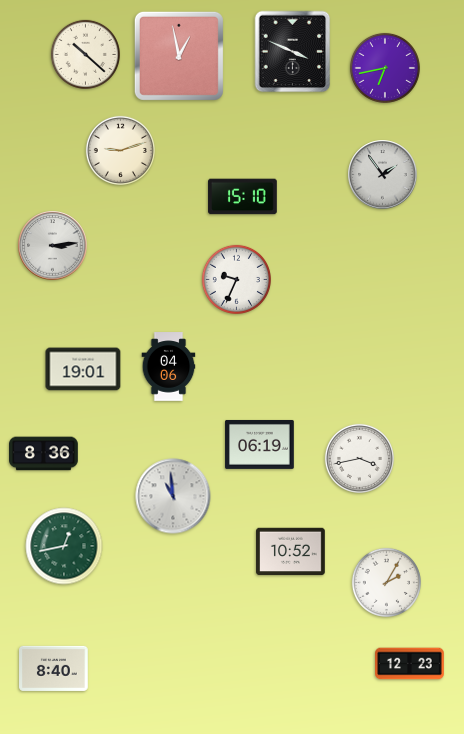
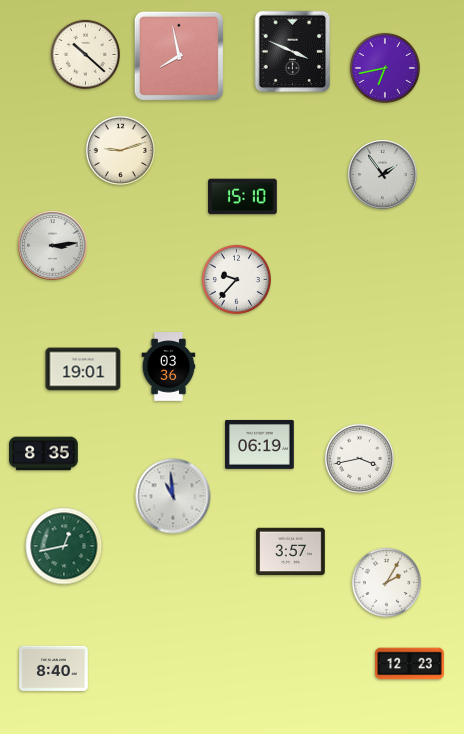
clock at (179, 56): 12:58 -> 7:58
clock at (236, 279): 9:34 -> 9:37
clock at (169, 367): 04:06 -> 03:36
clock at (44, 454): 8:36 -> 8:35
clock at (291, 552): 10:52 -> 3:57
